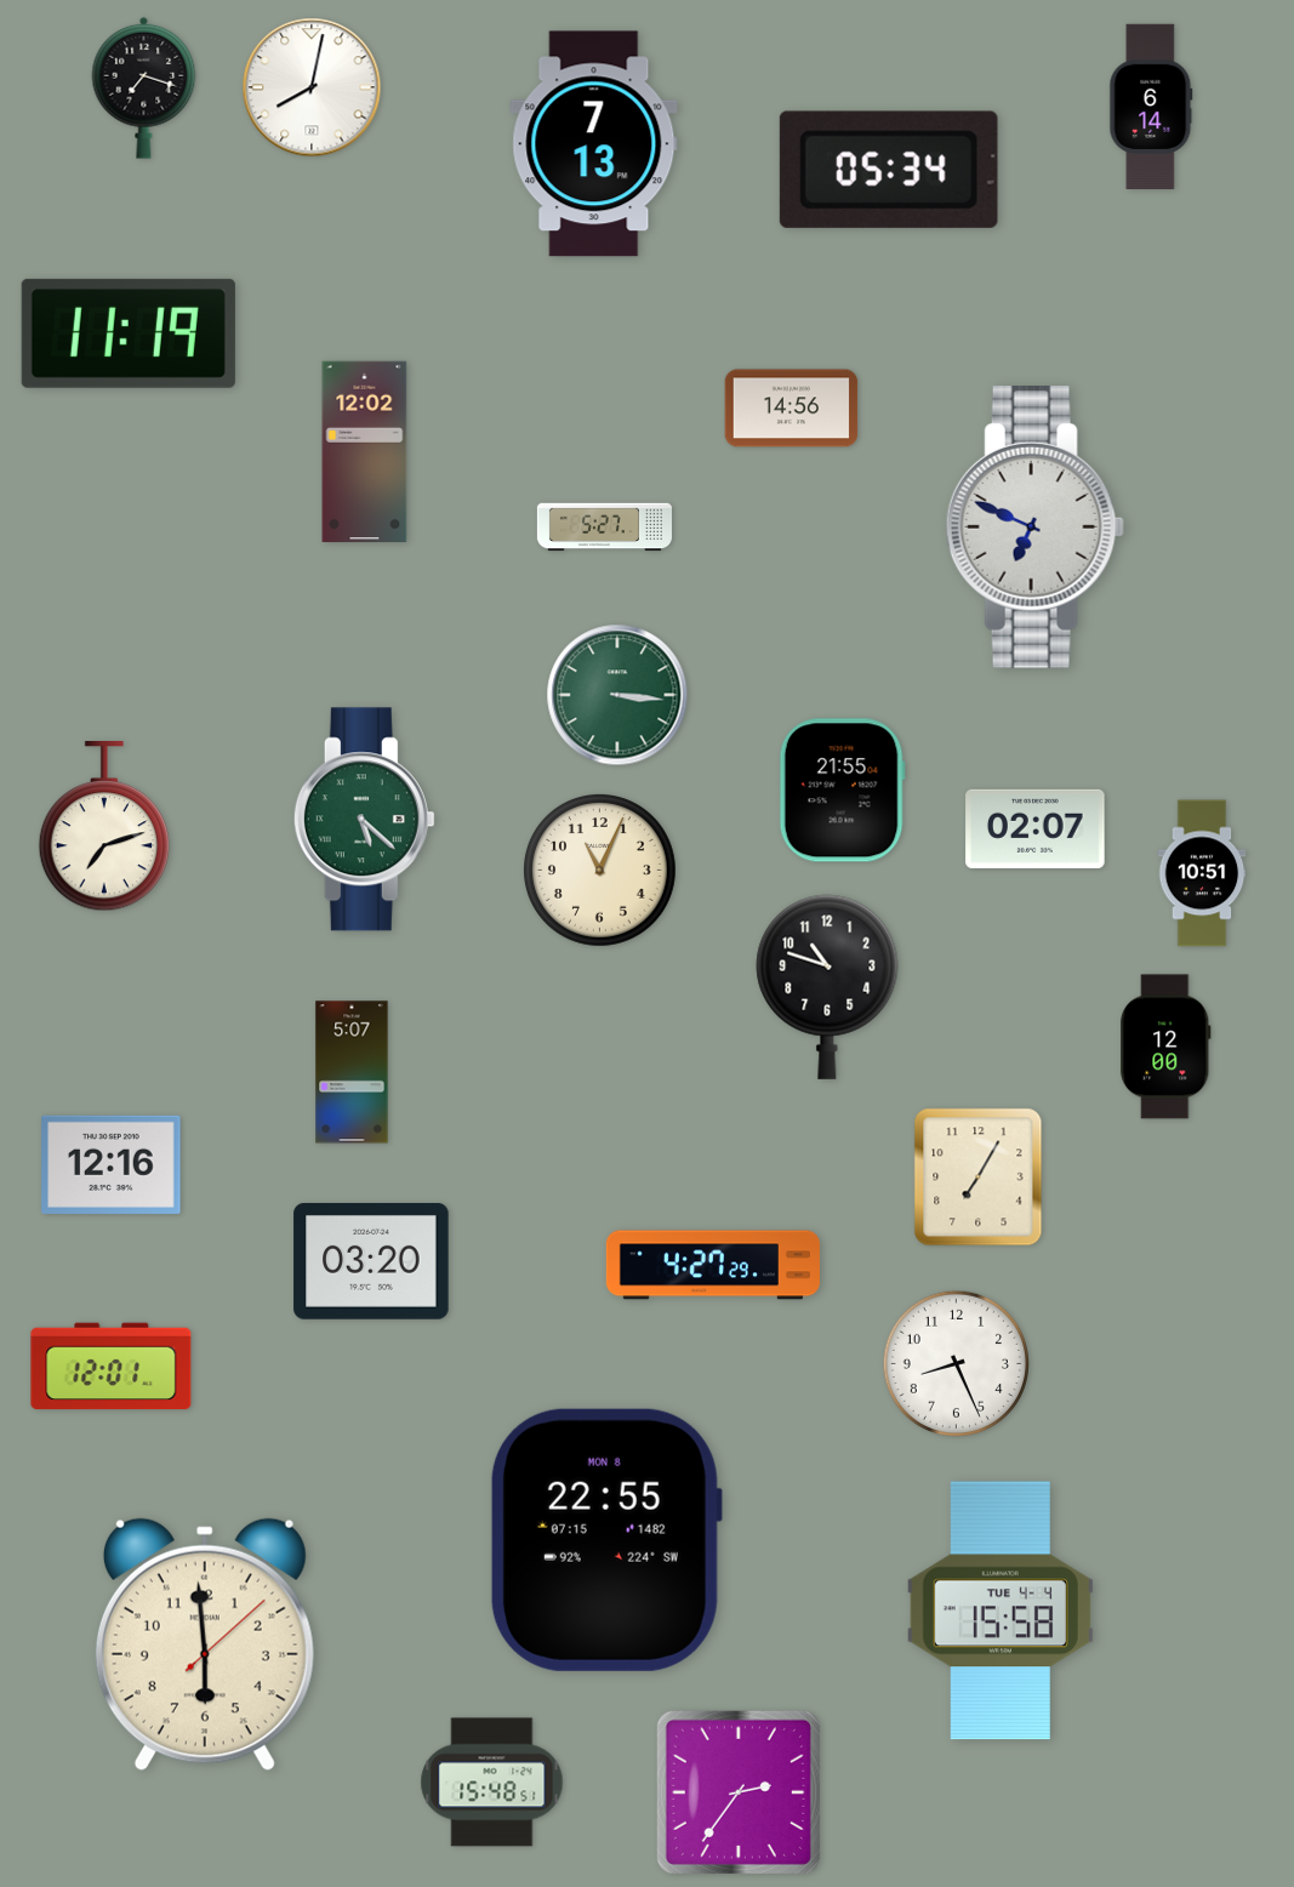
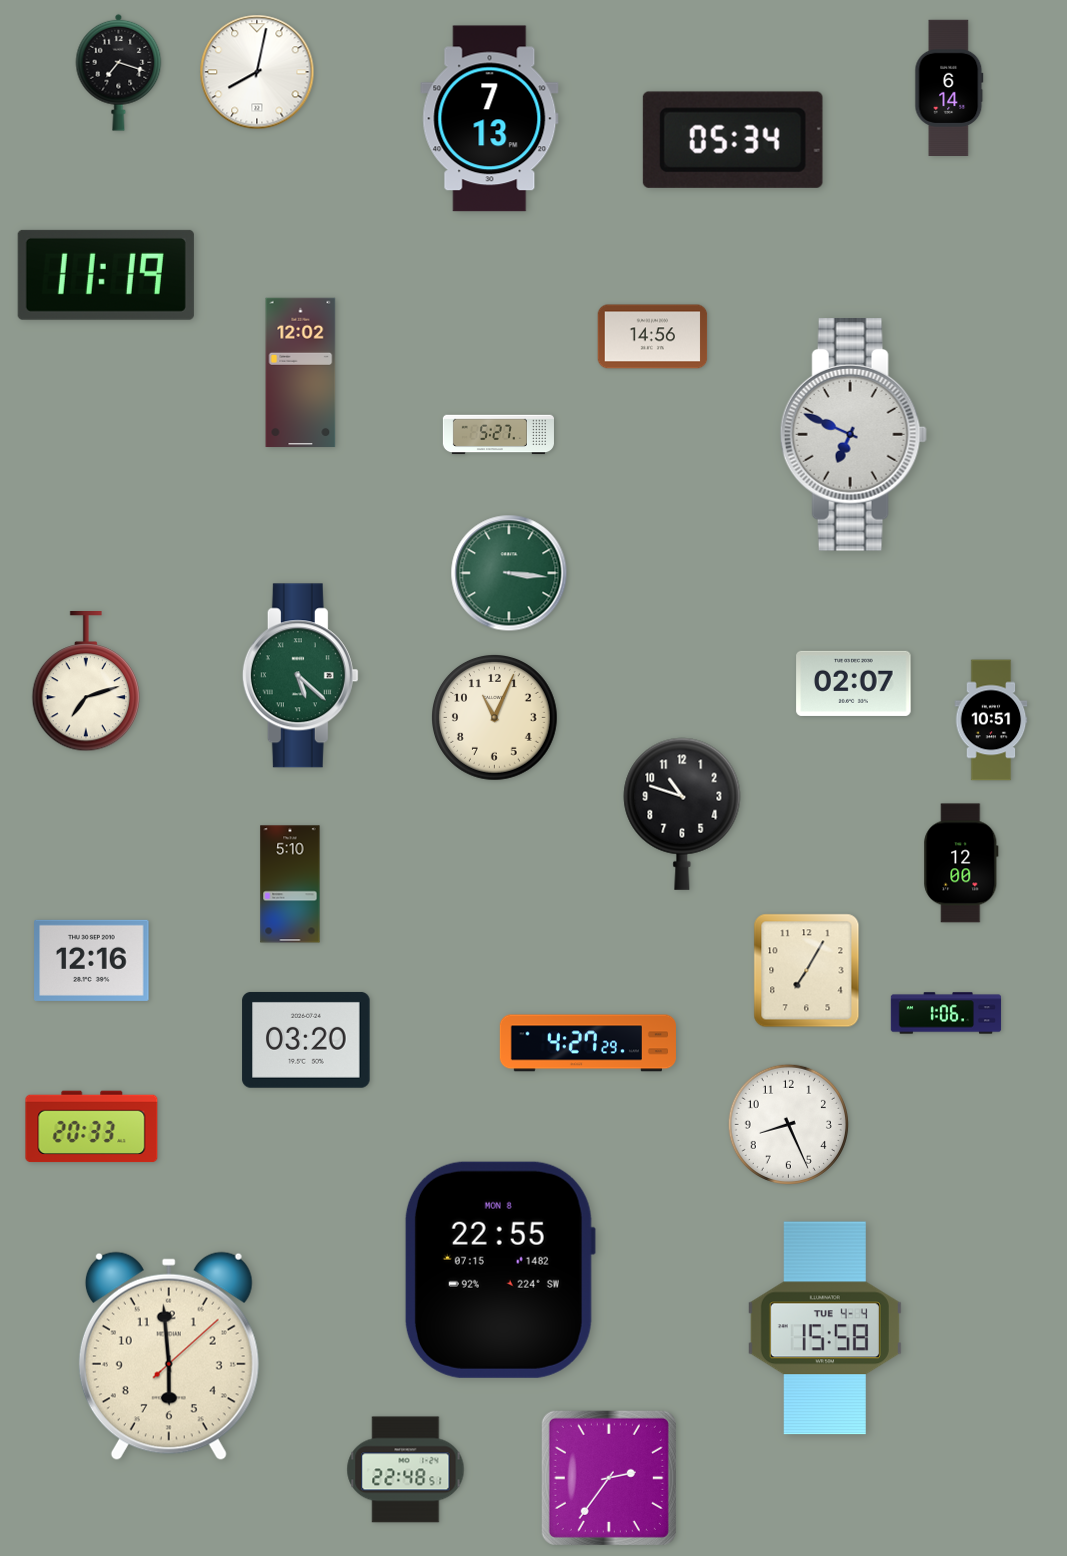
clock at (842, 791): 21:55 -> none
clock at (352, 1072): 5:07 -> 5:10
clock at (946, 1013): none -> 1:06
clock at (112, 1367): 12:01 -> 20:33
clock at (492, 1783): 15:48 -> 22:48
